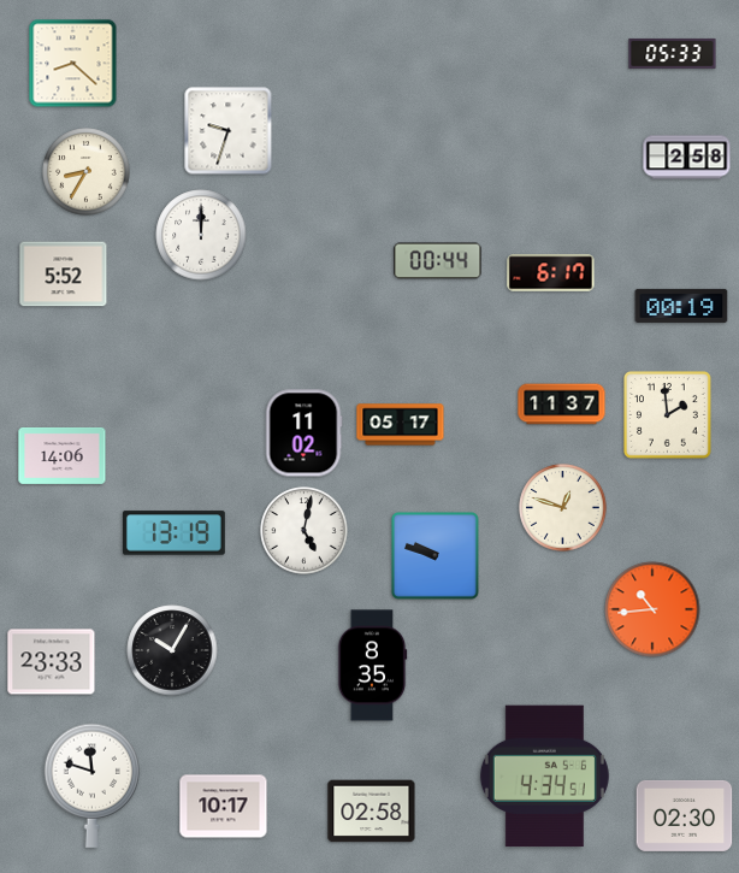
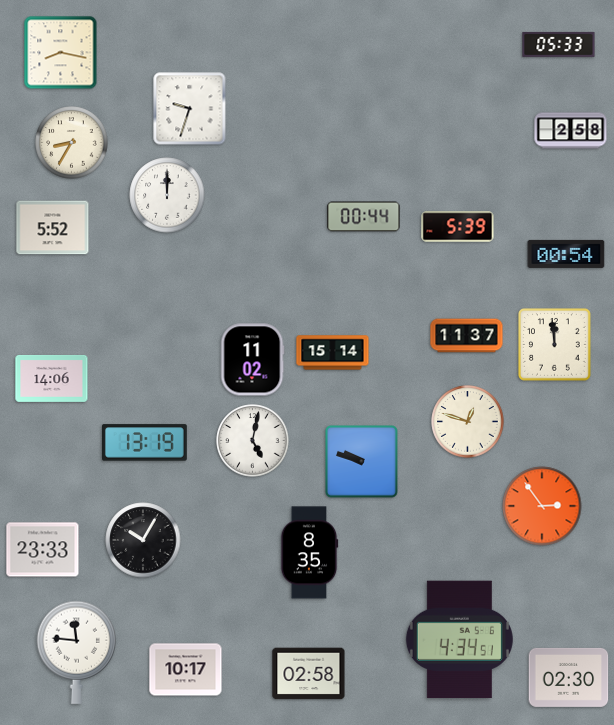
clock at (73, 64): 8:22 -> 8:17
clock at (551, 273): 6:17 -> 5:39
clock at (681, 306): 00:19 -> 00:54
clock at (668, 415): 1:59 -> 11:59
clock at (401, 425): 05:17 -> 15:14
clock at (652, 609): 10:44 -> 2:54
clock at (544, 777) position: (544, 777) -> (459, 640)
clock at (91, 785): 11:48 -> 11:46
